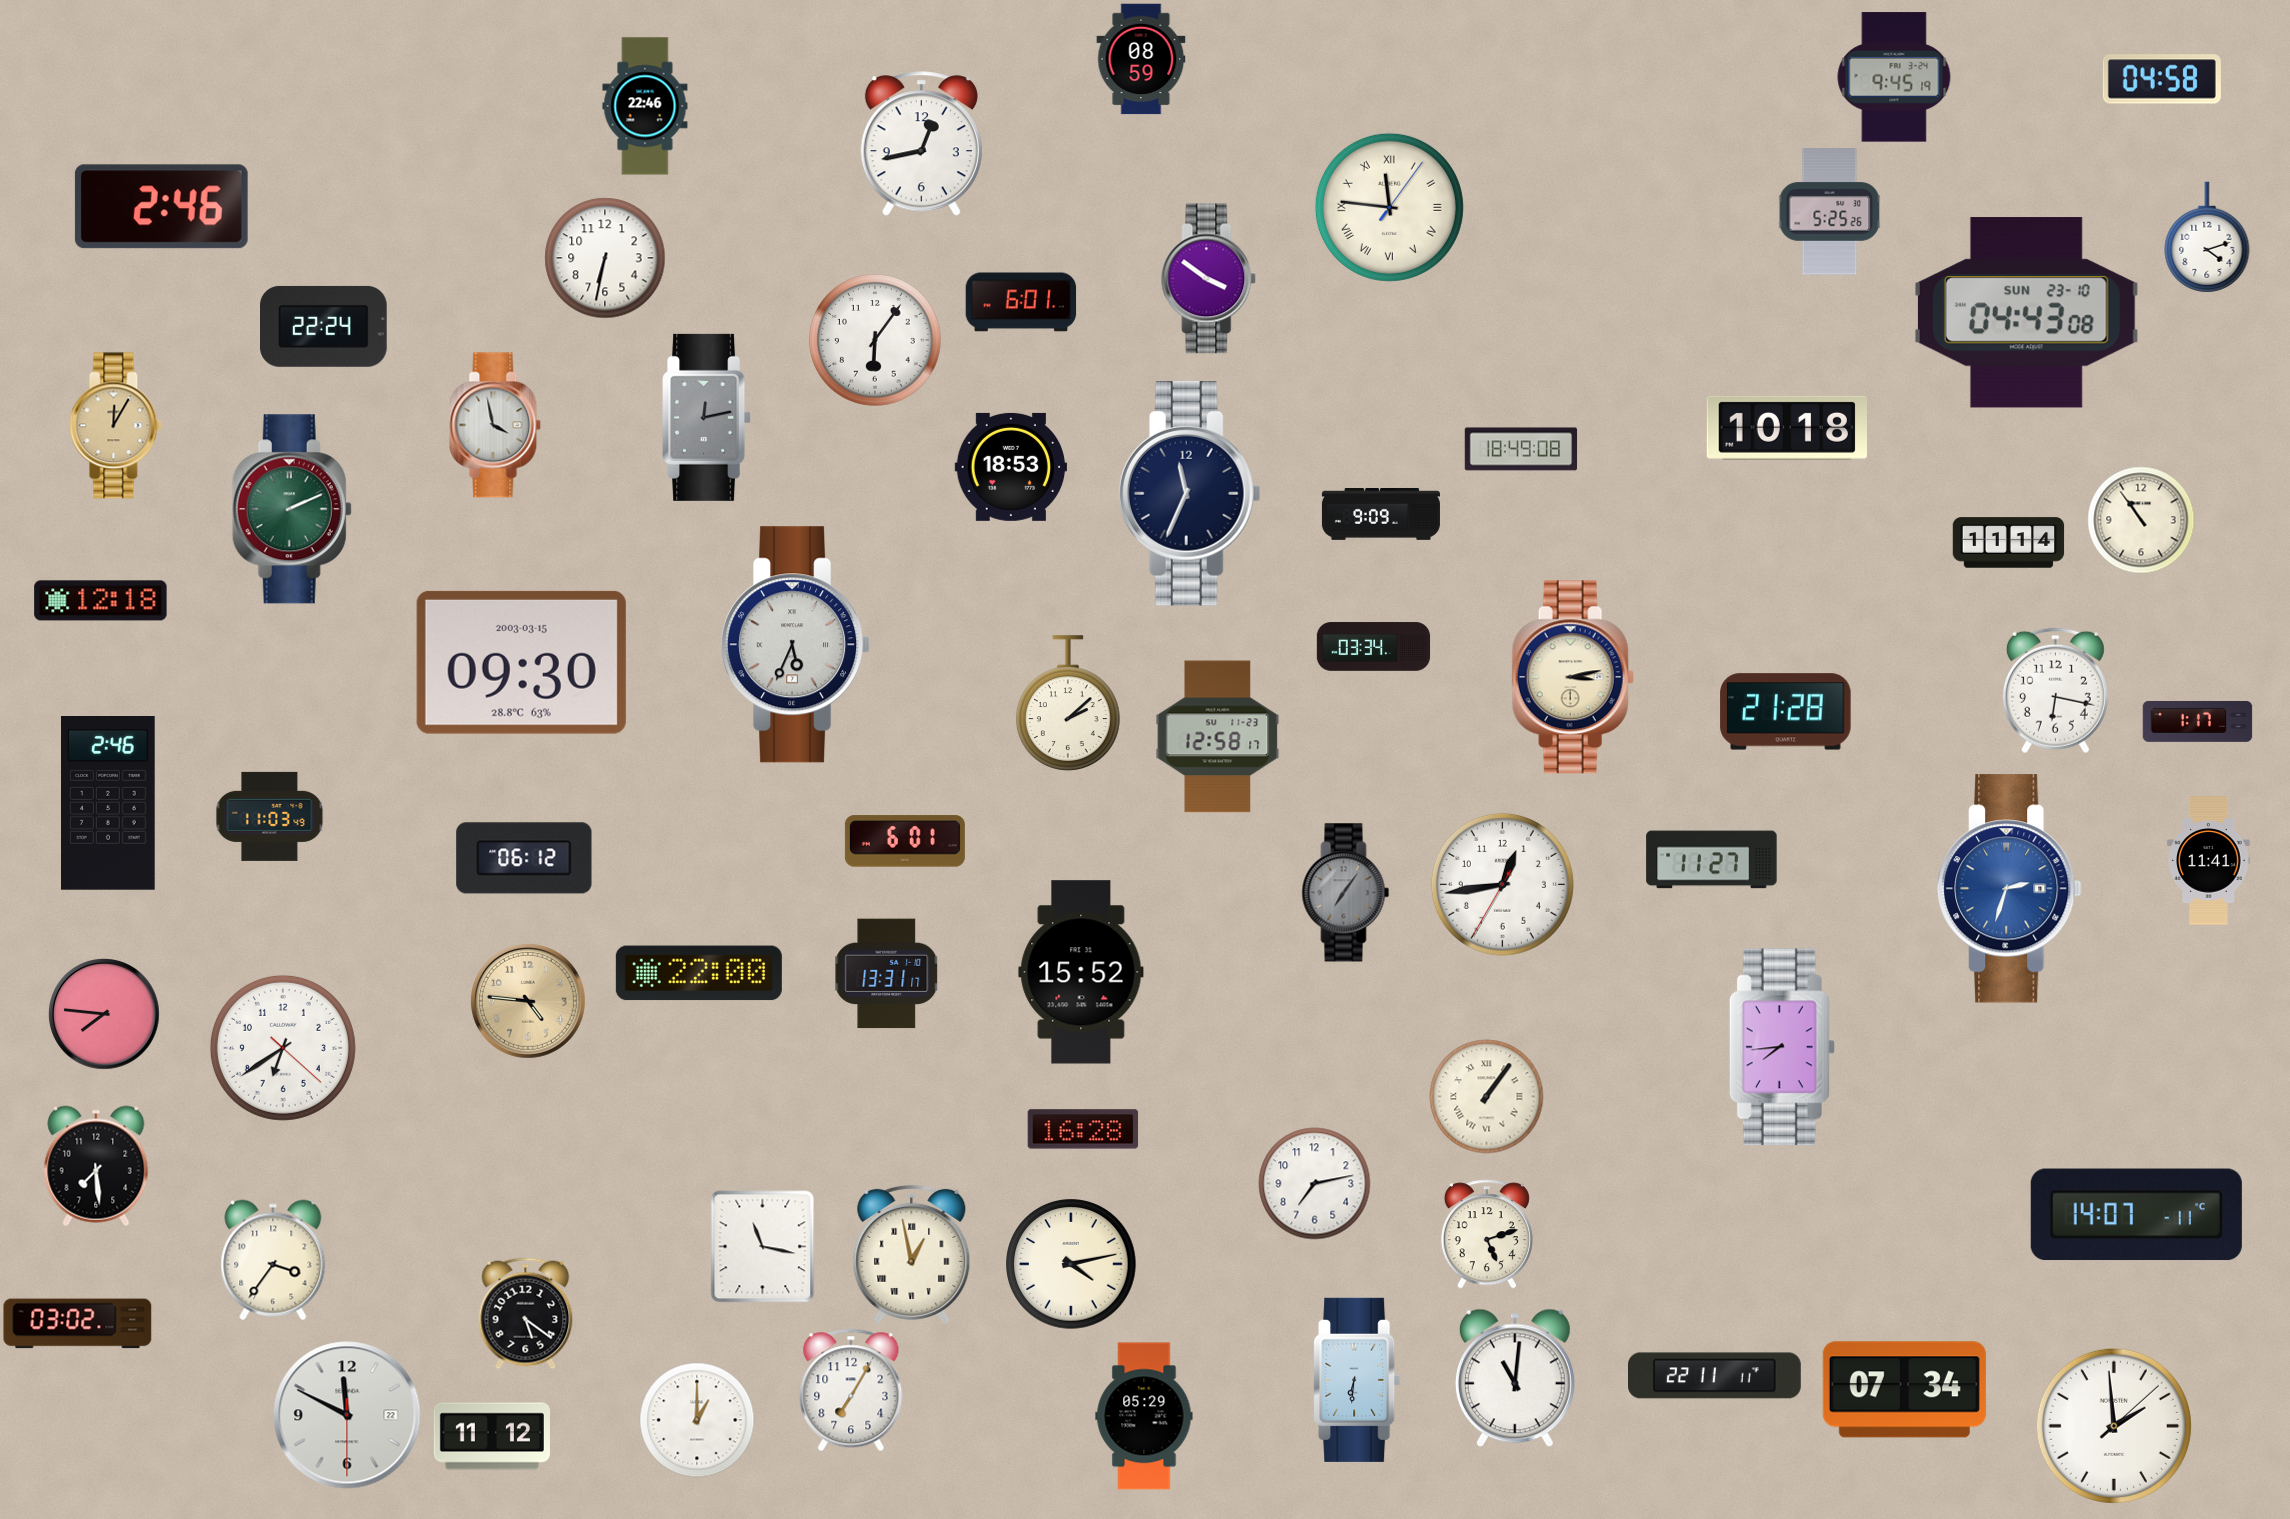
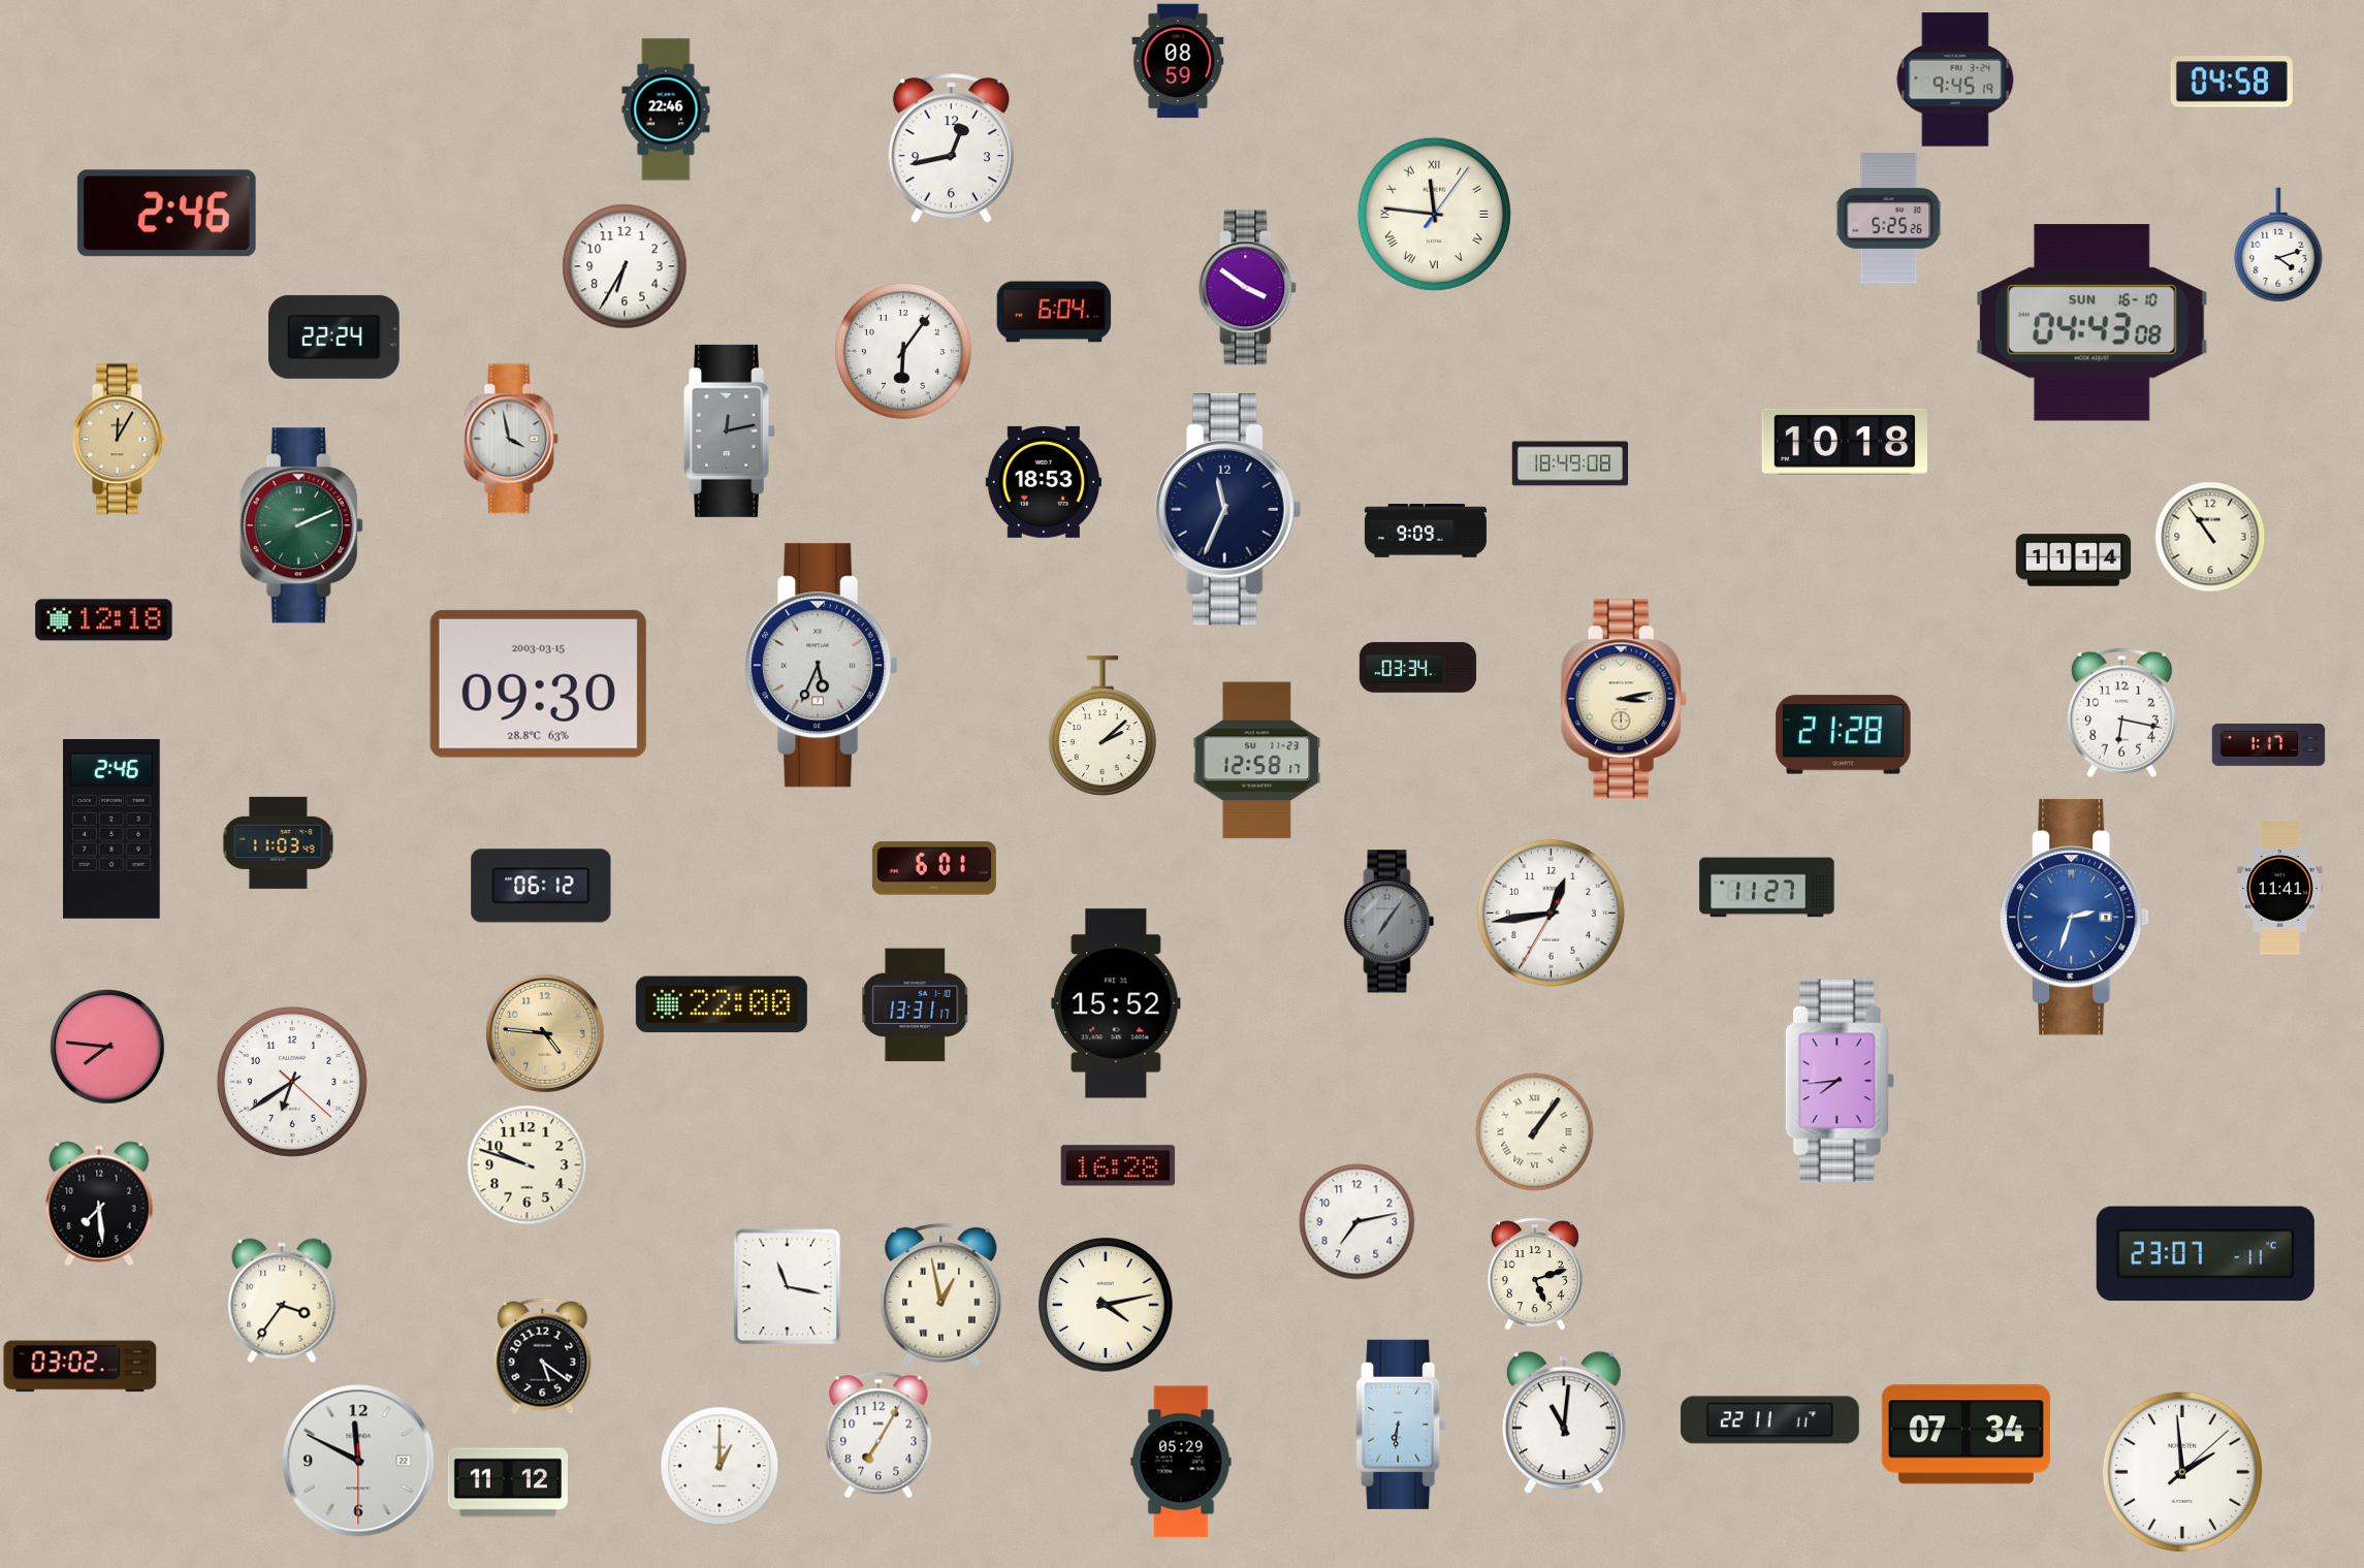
clock at (605, 258): 6:32 -> 6:35
clock at (1021, 302): 6:01 -> 6:04
clock at (2026, 313) date: SUN 23-10 -> SUN 16-10
clock at (528, 1165): none -> 9:48
clock at (2136, 1215): 14:07 -> 23:07
